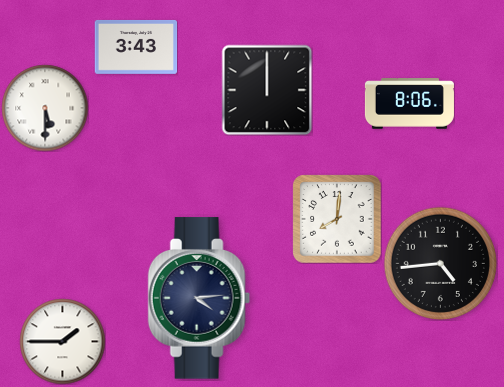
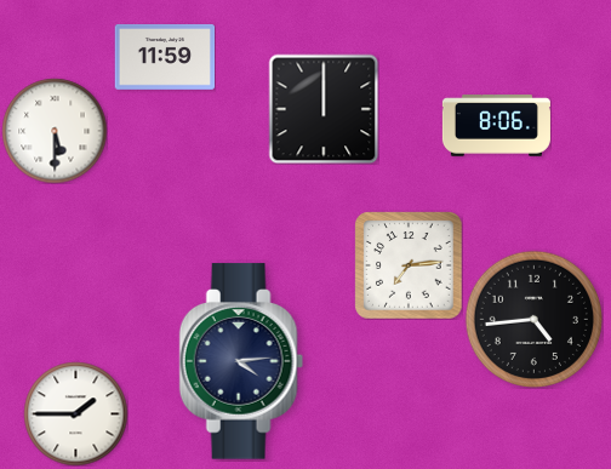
clock at (136, 47): 3:43 -> 11:59
clock at (337, 219): 8:01 -> 7:14
